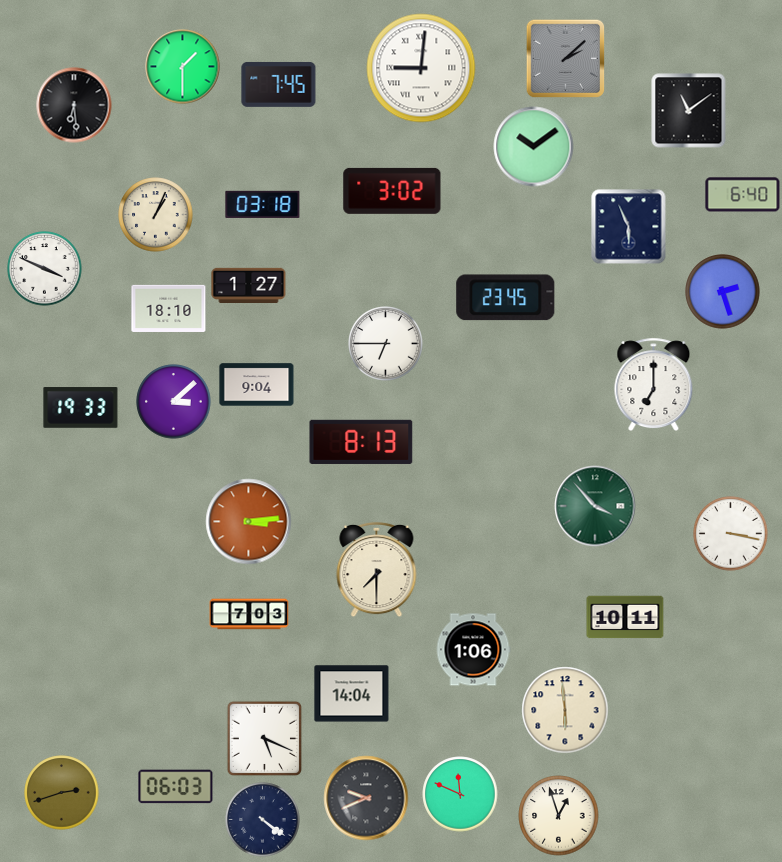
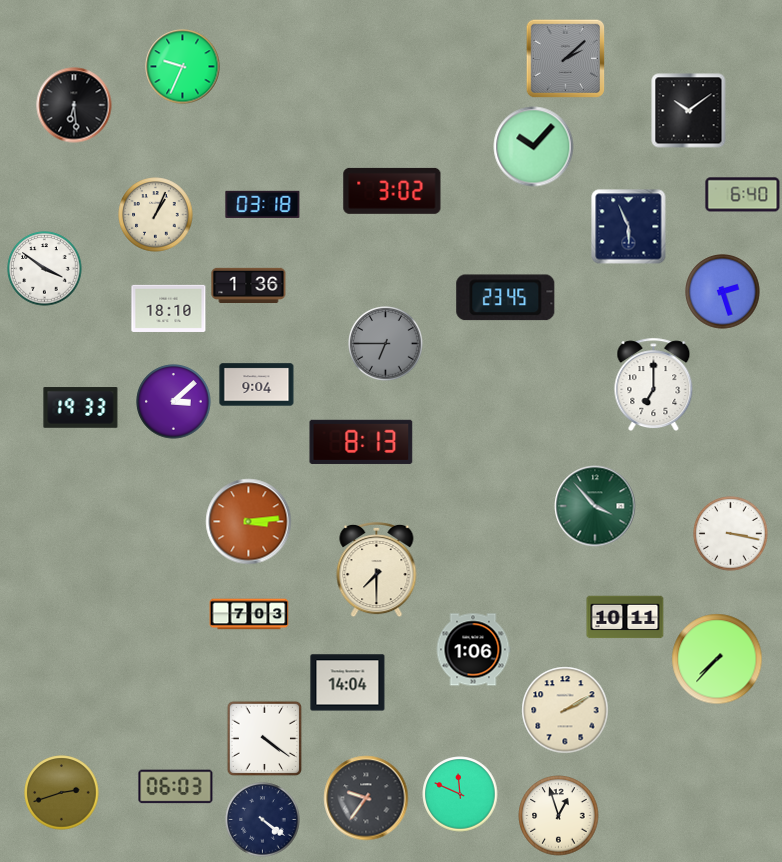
clock at (183, 67): 1:30 -> 9:34
clock at (421, 68): 9:01 -> none
clock at (279, 85): 7:45 -> none
clock at (689, 111): 11:09 -> 10:09
clock at (534, 147): 10:09 -> 10:07
clock at (45, 269): 3:49 -> 3:51
clock at (249, 285): 1:27 -> 1:36
clock at (386, 344) dial: white -> grey
clock at (717, 659): none -> 7:37
clock at (352, 694) position: (352, 694) -> (348, 683)
clock at (565, 710): 5:59 -> 2:10
clock at (264, 738): 5:19 -> 4:21
clock at (366, 798): 9:41 -> 9:36
